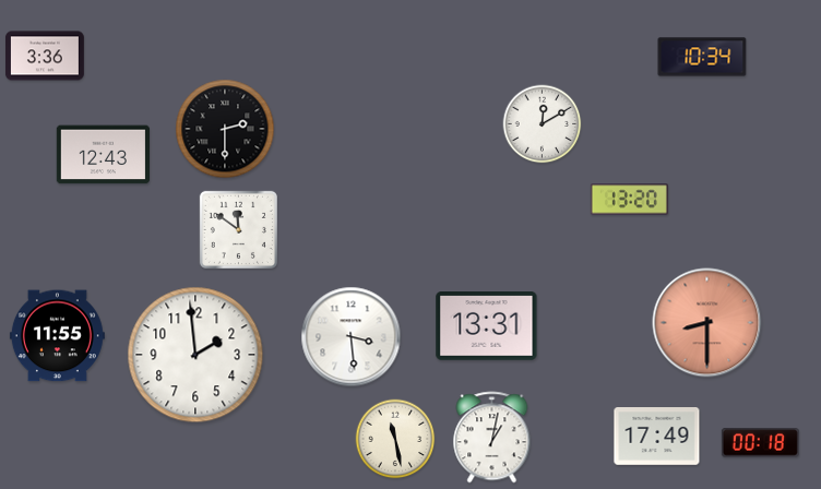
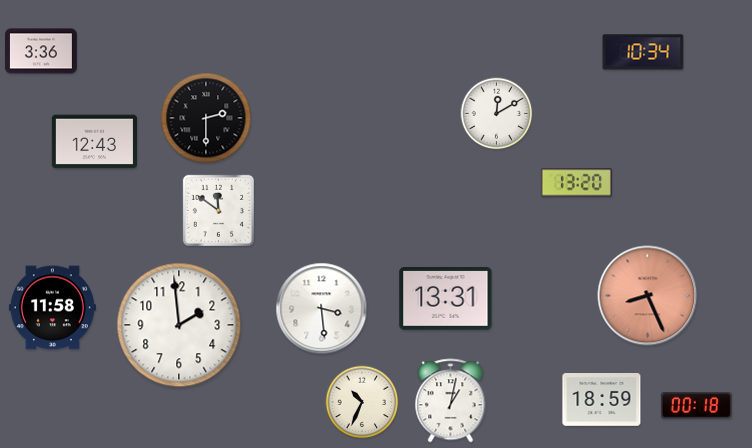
clock at (707, 323): 8:30 -> 8:26
clock at (57, 336): 11:55 -> 11:58
clock at (657, 437): 17:49 -> 18:59
clock at (395, 439): 11:28 -> 10:34
